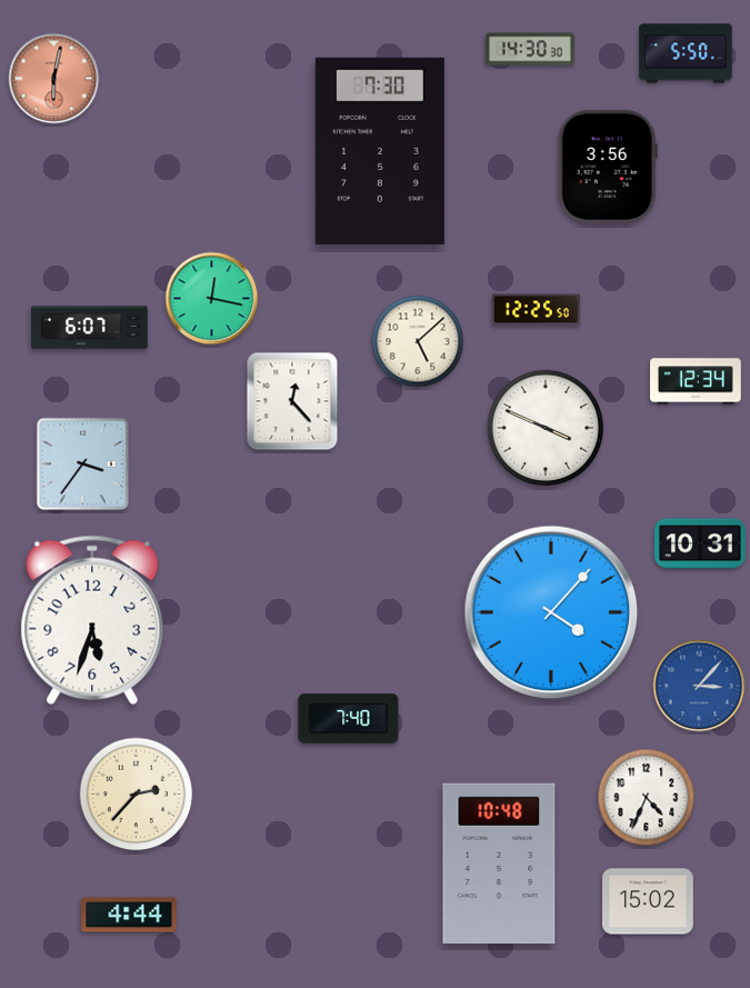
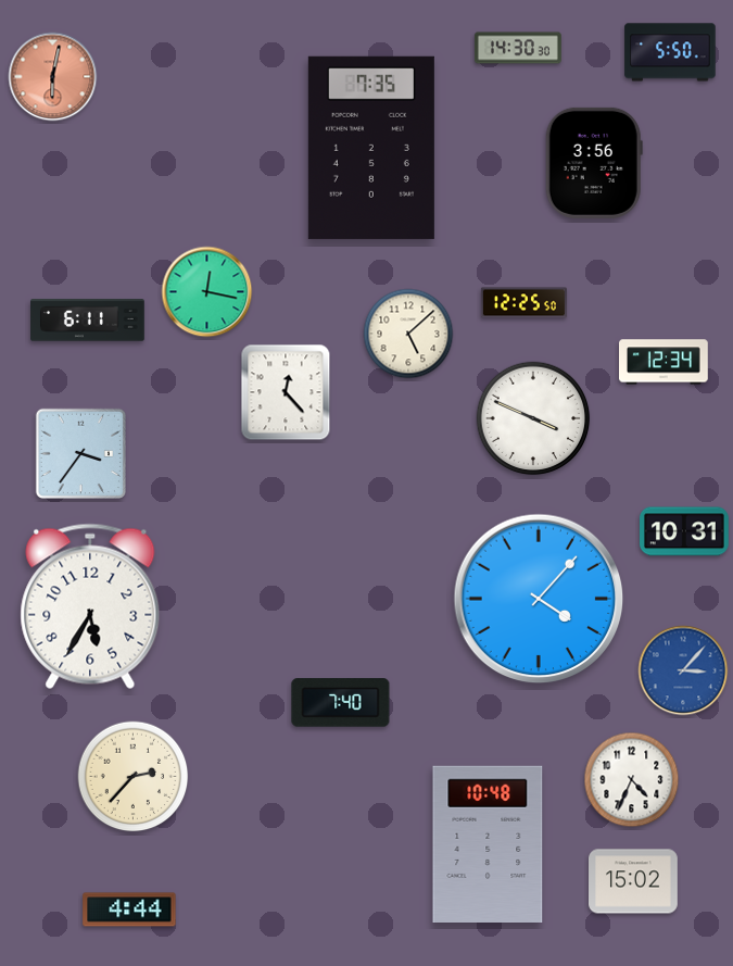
clock at (380, 151): 7:30 -> 7:35
clock at (90, 328): 6:07 -> 6:11
clock at (697, 381) position: (697, 381) -> (665, 362)
clock at (92, 620): 5:33 -> 5:35
clock at (129, 915) position: (129, 915) -> (129, 909)
